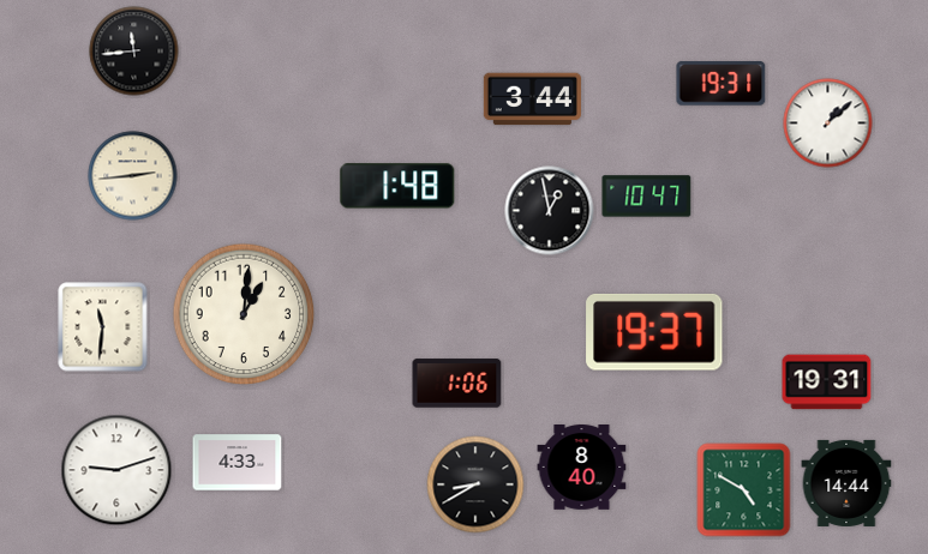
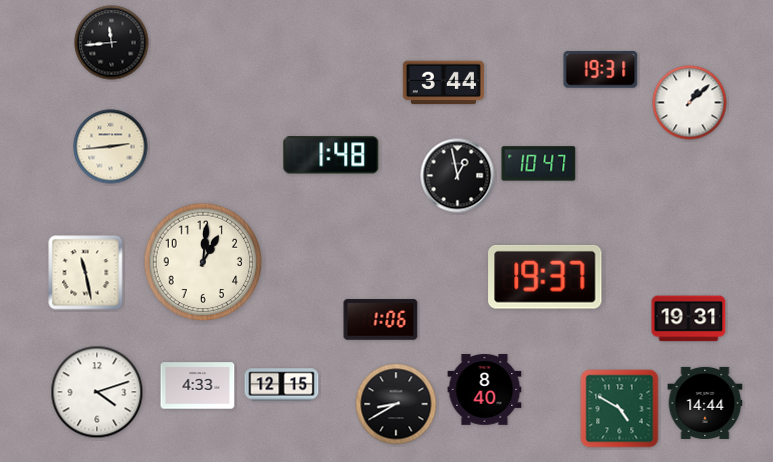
clock at (103, 327): 11:31 -> 11:28
clock at (282, 385): none -> 12:15
clock at (116, 470): 9:12 -> 4:12
